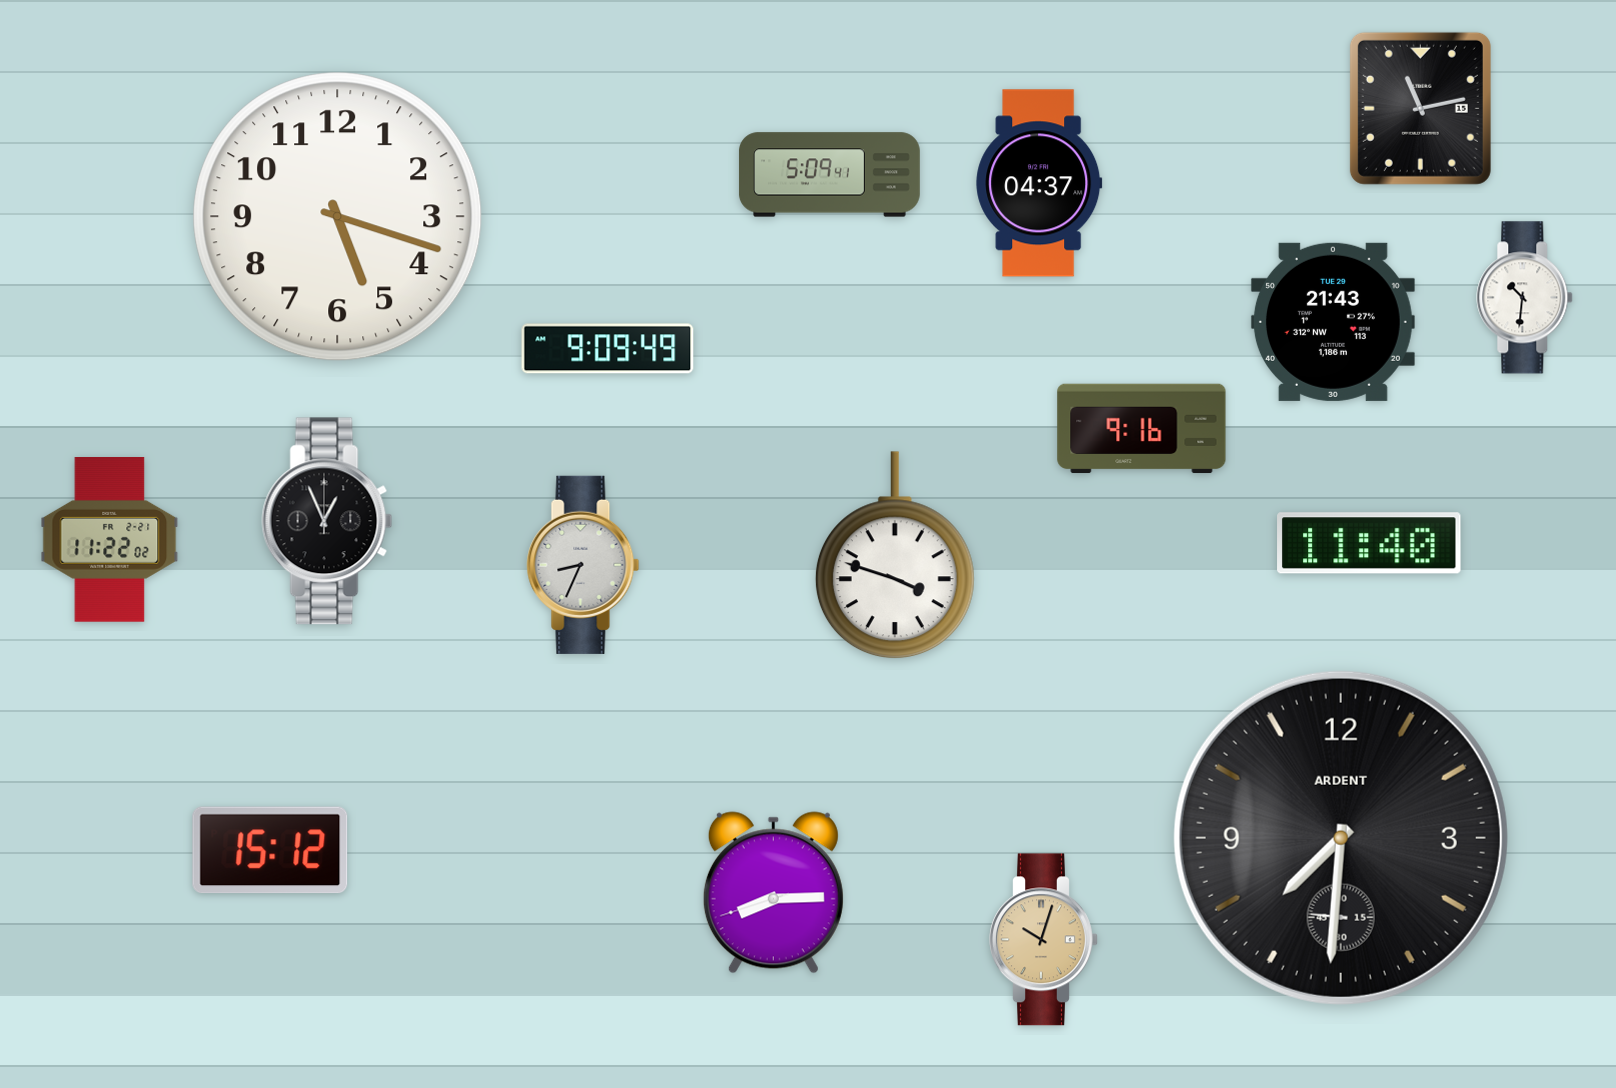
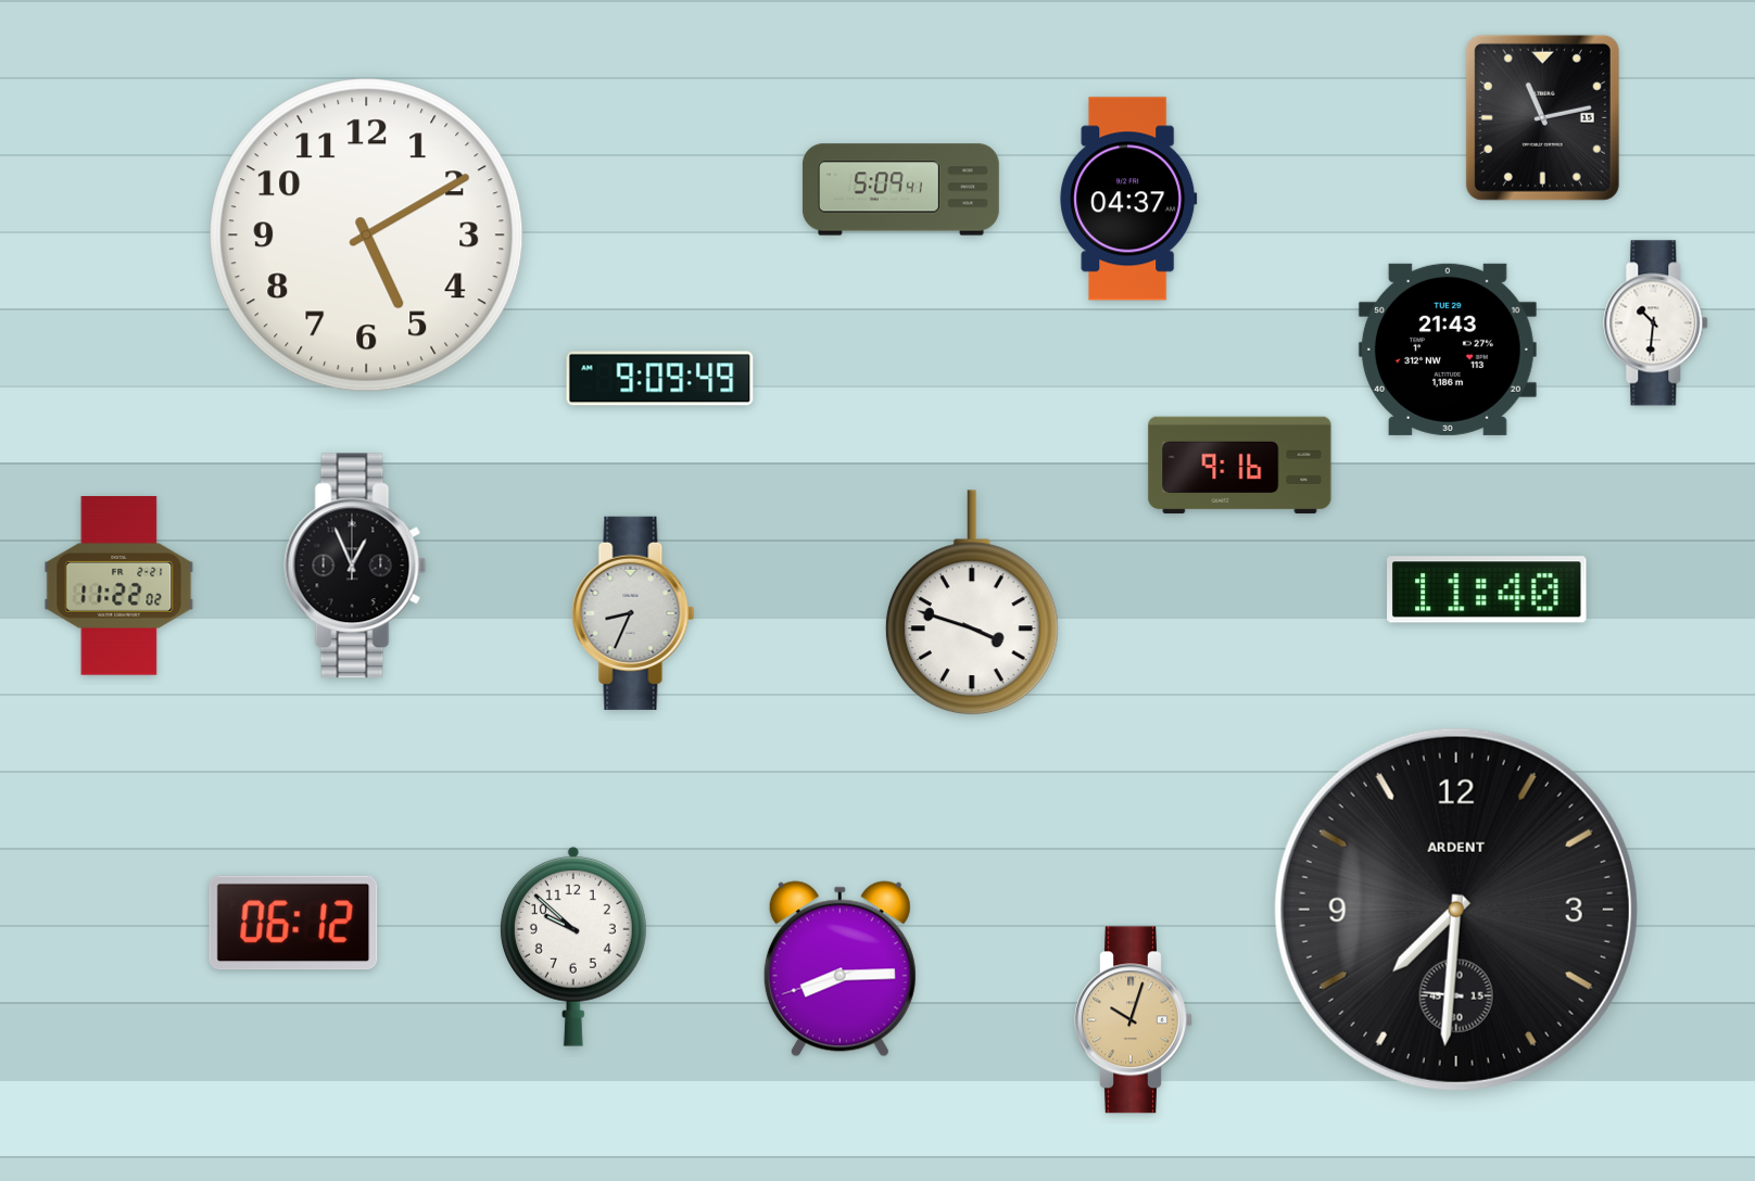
clock at (338, 217): 5:18 -> 5:10
clock at (270, 850): 15:12 -> 06:12
clock at (573, 947): none -> 9:52
